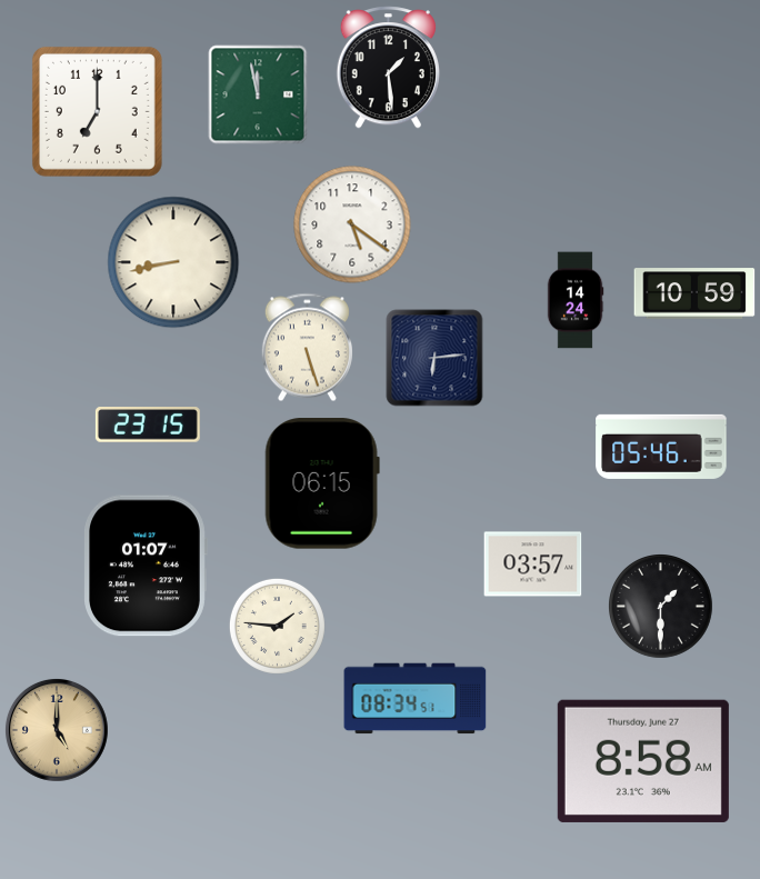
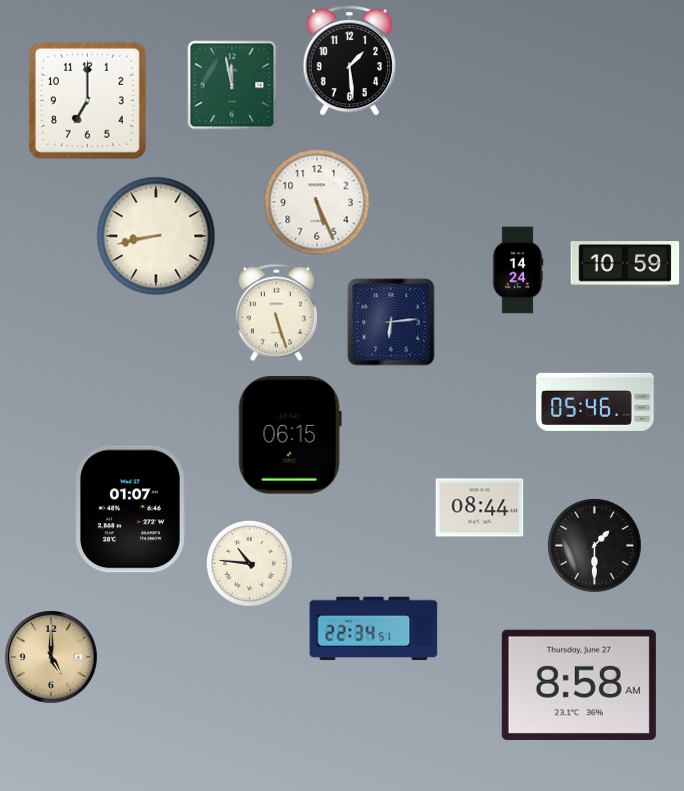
clock at (352, 224): 5:21 -> 5:26
clock at (148, 424): 23:15 -> none
clock at (533, 565): 03:57 -> 08:44
clock at (277, 626): 1:46 -> 10:46
clock at (416, 699): 08:34 -> 22:34
